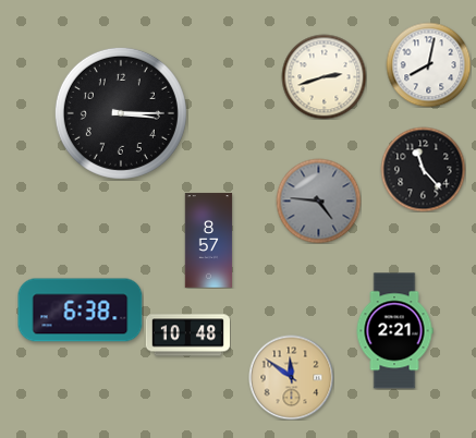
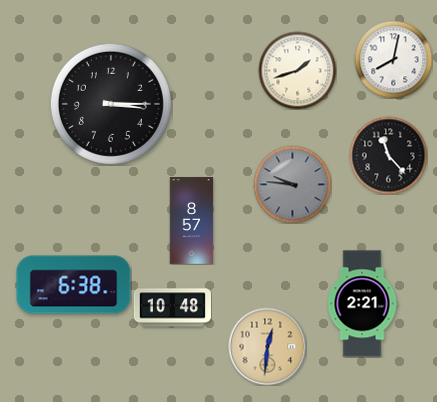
clock at (324, 76): 2:42 -> 1:42
clock at (318, 200): 4:46 -> 9:46
clock at (291, 377): 11:51 -> 12:31
